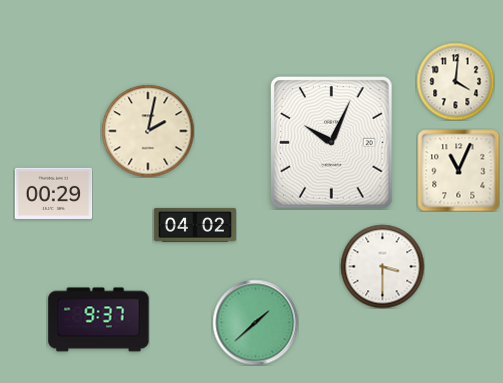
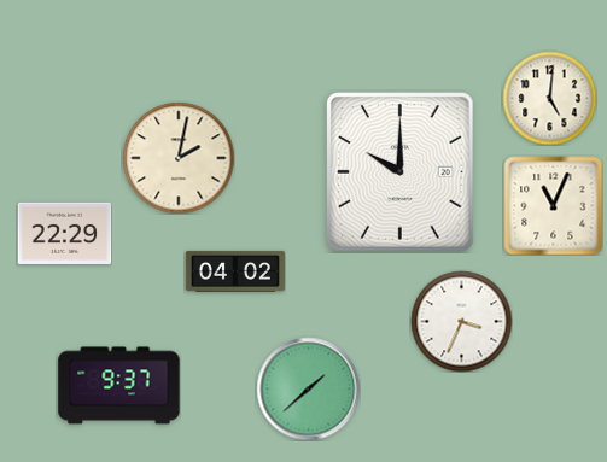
clock at (455, 81): 4:01 -> 5:01
clock at (332, 143): 10:04 -> 10:00
clock at (53, 193): 00:29 -> 22:29
clock at (382, 266): 3:30 -> 3:34
